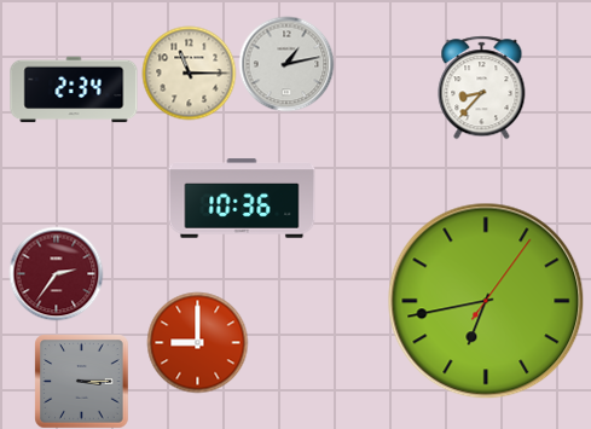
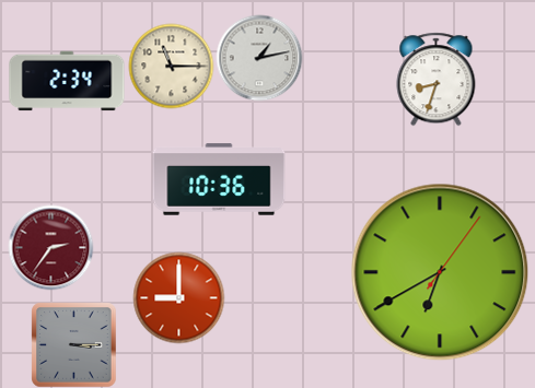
clock at (482, 87): 8:37 -> 8:33
clock at (486, 301): 6:43 -> 6:40
clock at (197, 342) position: (197, 342) -> (178, 297)
